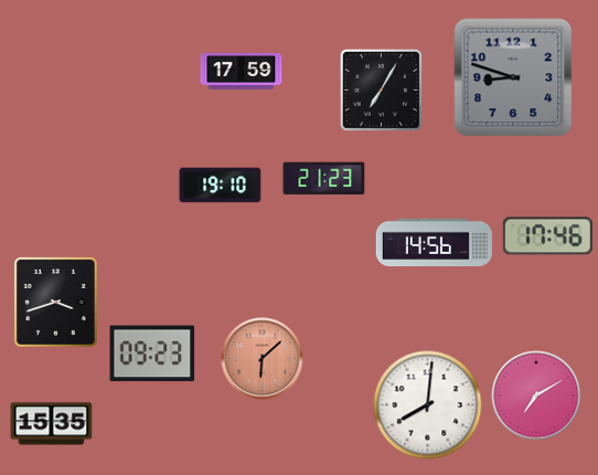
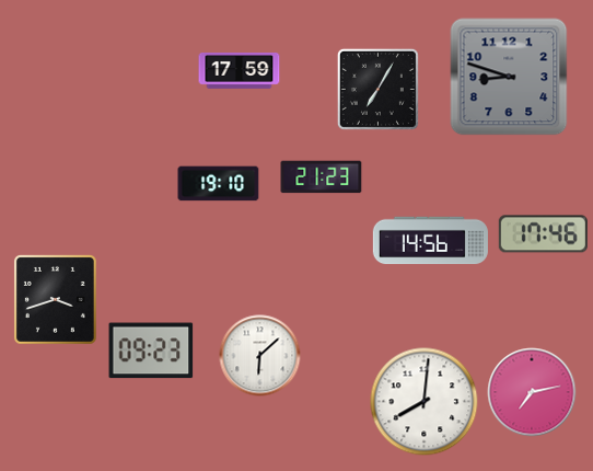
clock at (263, 359) dial: salmon -> white
clock at (536, 395): 7:10 -> 7:13
clock at (52, 424): 15:35 -> none
